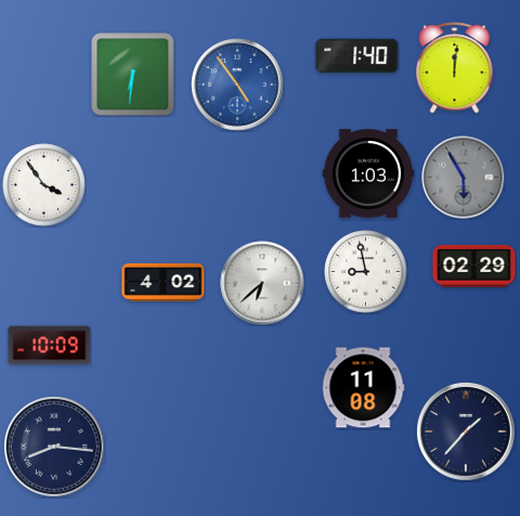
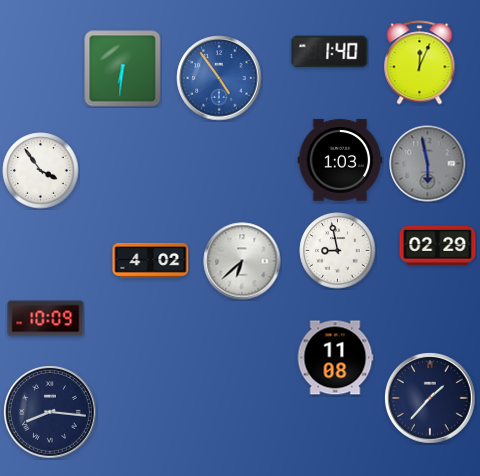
clock at (455, 68): 12:01 -> 12:04
clock at (464, 178): 5:55 -> 5:58
